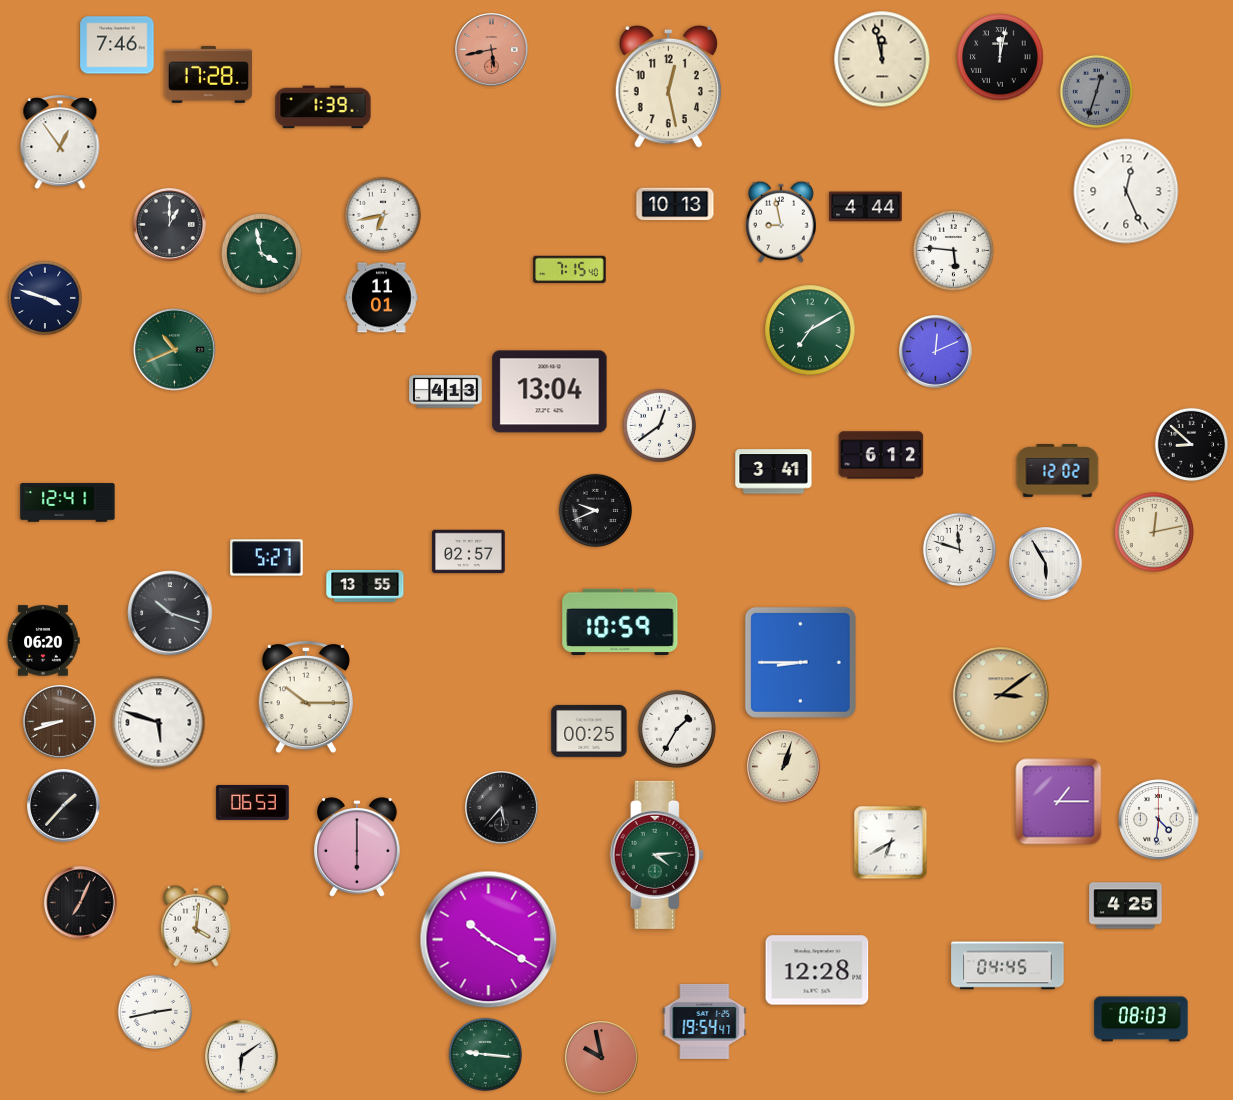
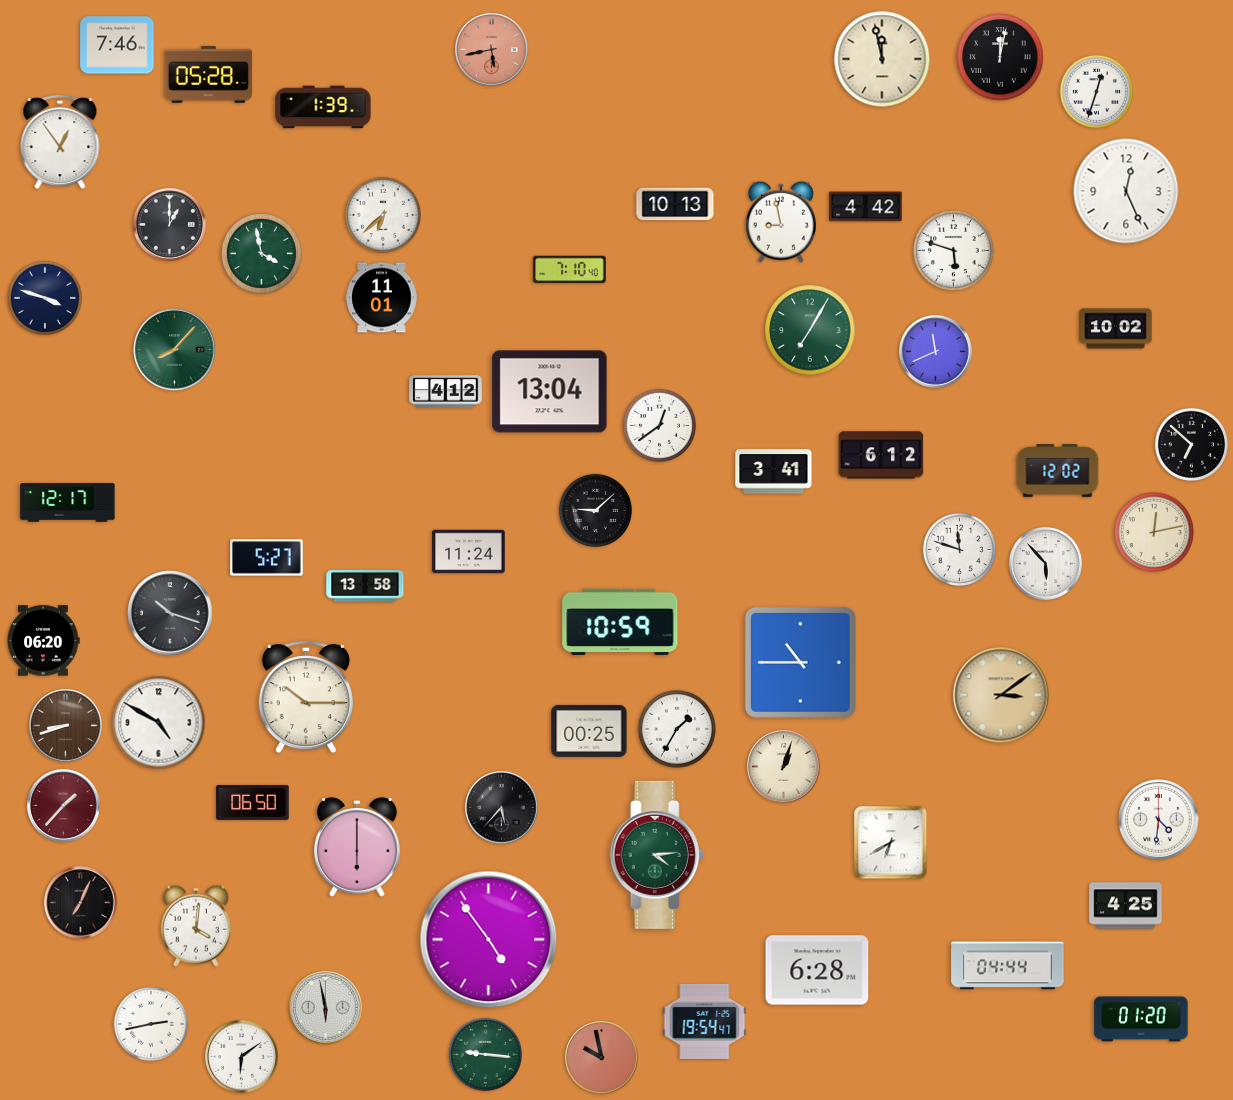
clock at (208, 74): 17:28 -> 05:28
clock at (668, 87): 12:28 -> none
clock at (1096, 91) dial: grey -> white
clock at (866, 207): 4:44 -> 4:42
clock at (383, 215): 6:43 -> 6:38
clock at (953, 250): 5:46 -> 5:48
clock at (570, 270): 7:15 -> 7:10
clock at (1116, 329): none -> 10:02
clock at (810, 330): 7:10 -> 7:05
clock at (175, 350): 10:41 -> 8:07
clock at (936, 352): 12:11 -> 11:41
clock at (446, 392): 4:13 -> 4:12
clock at (1191, 444): 8:52 -> 6:52
clock at (68, 503): 12:41 -> 12:17
clock at (595, 510): 9:41 -> 9:08
clock at (469, 552): 02:57 -> 11:24
clock at (1046, 564): 5:55 -> 5:53
clock at (365, 586): 13:55 -> 13:58
clock at (800, 662): 8:45 -> 10:45
clock at (60, 722) position: (60, 722) -> (66, 726)
clock at (159, 723): 5:48 -> 4:50
clock at (253, 802): 06:53 -> 06:50
clock at (1059, 802): 1:15 -> none
clock at (64, 806) dial: black -> burgundy
clock at (489, 940): 10:20 -> 4:54
clock at (1008, 966): 04:45 -> 04:44
clock at (817, 970): 12:28 -> 6:28
clock at (326, 1008): none -> 5:58
clock at (154, 1011) position: (154, 1011) -> (150, 1023)
clock at (1141, 1019): 08:03 -> 01:20
